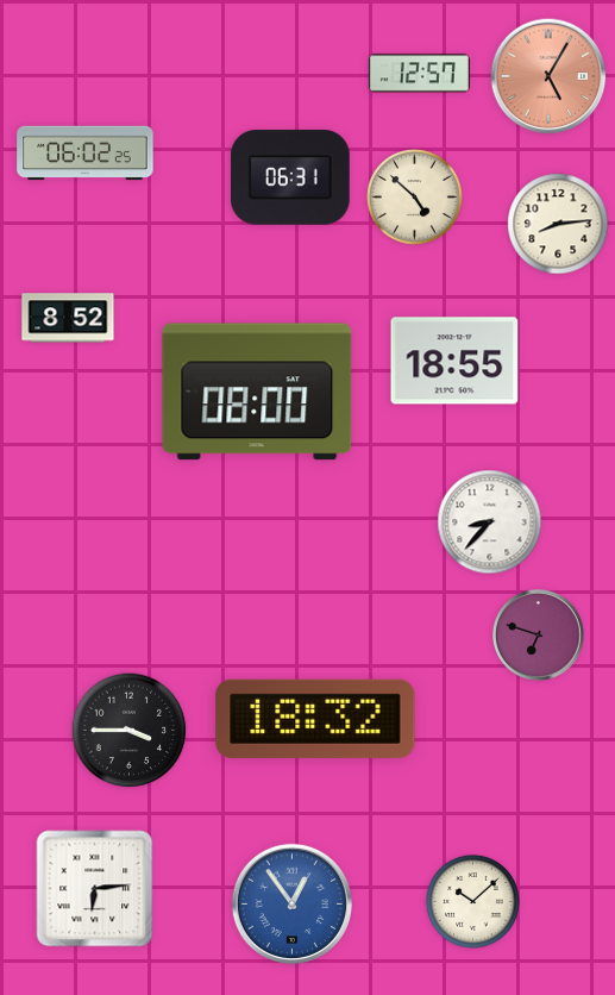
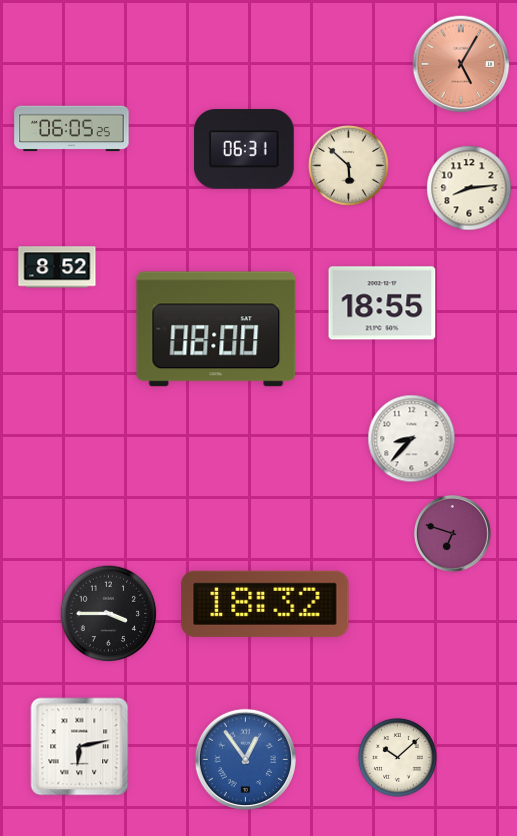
clock at (419, 74): 12:57 -> none
clock at (86, 154): 06:02 -> 06:05
clock at (415, 198): 4:52 -> 5:52
clock at (95, 889): 6:14 -> 6:13
